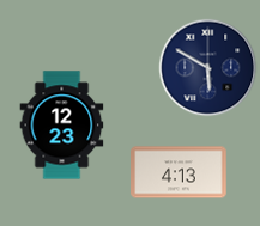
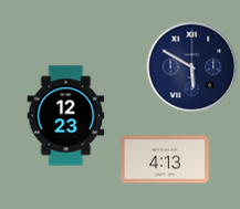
clock at (207, 67) position: (207, 67) -> (191, 66)
clock at (62, 126) position: (62, 126) -> (66, 116)
